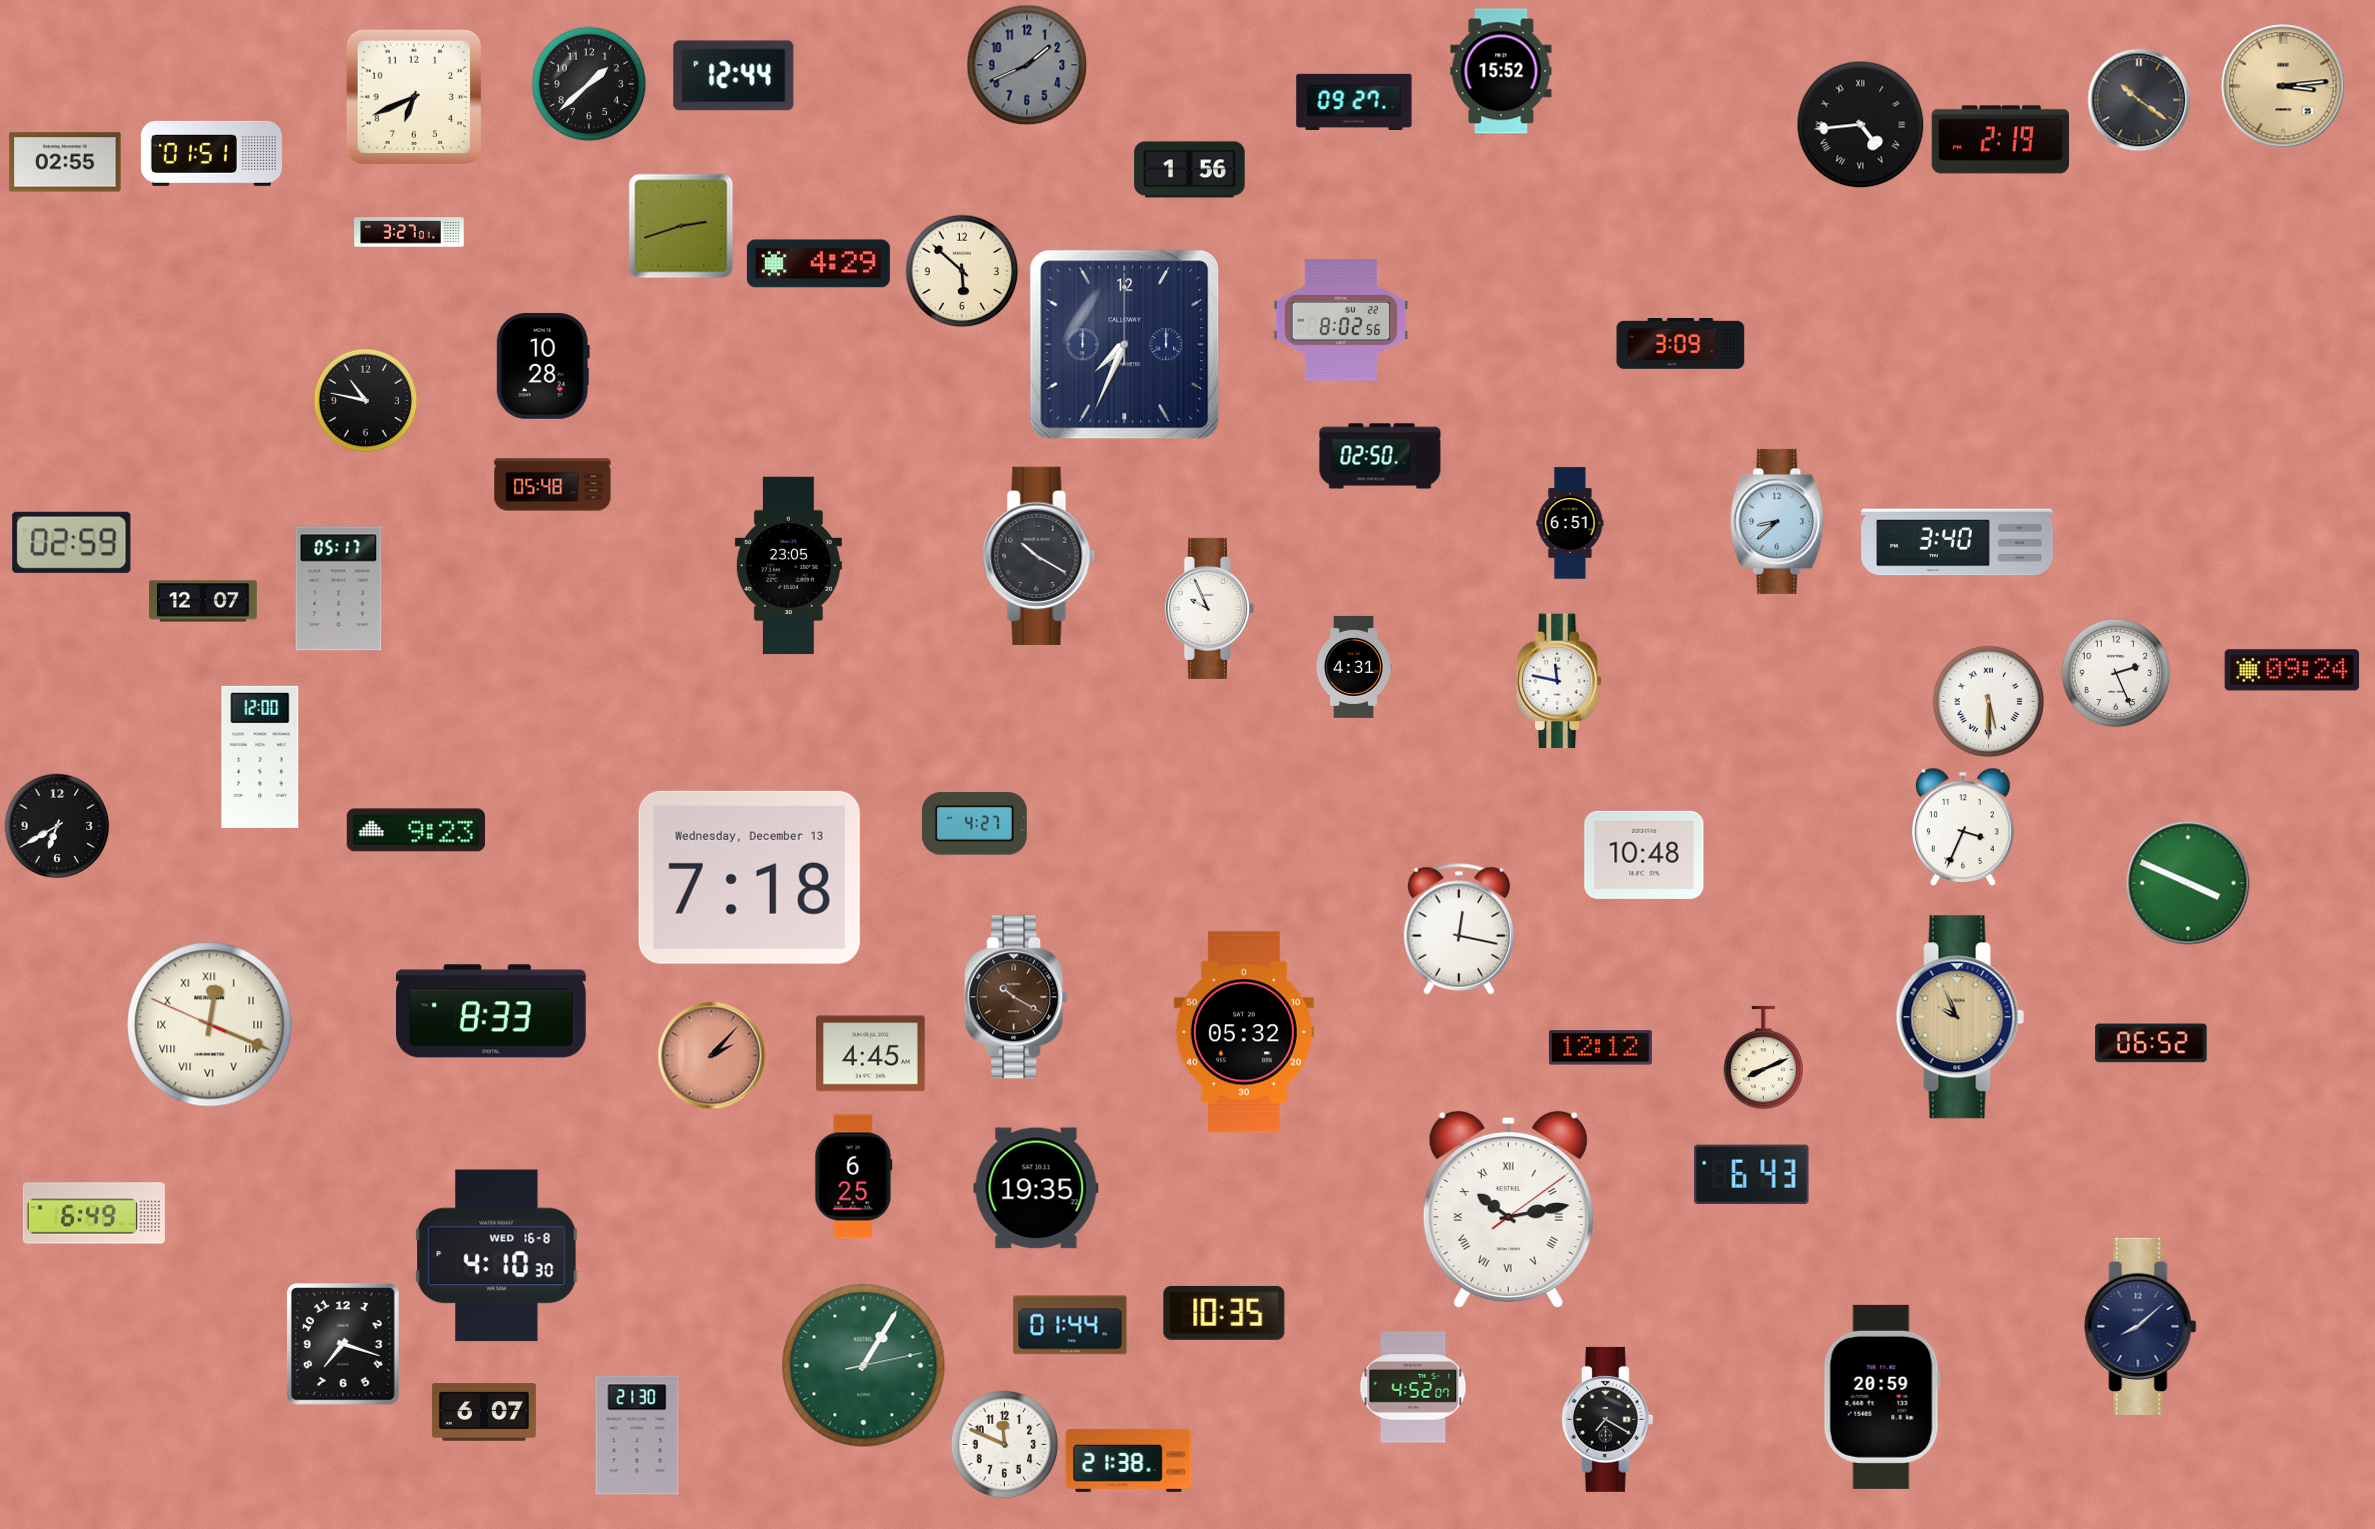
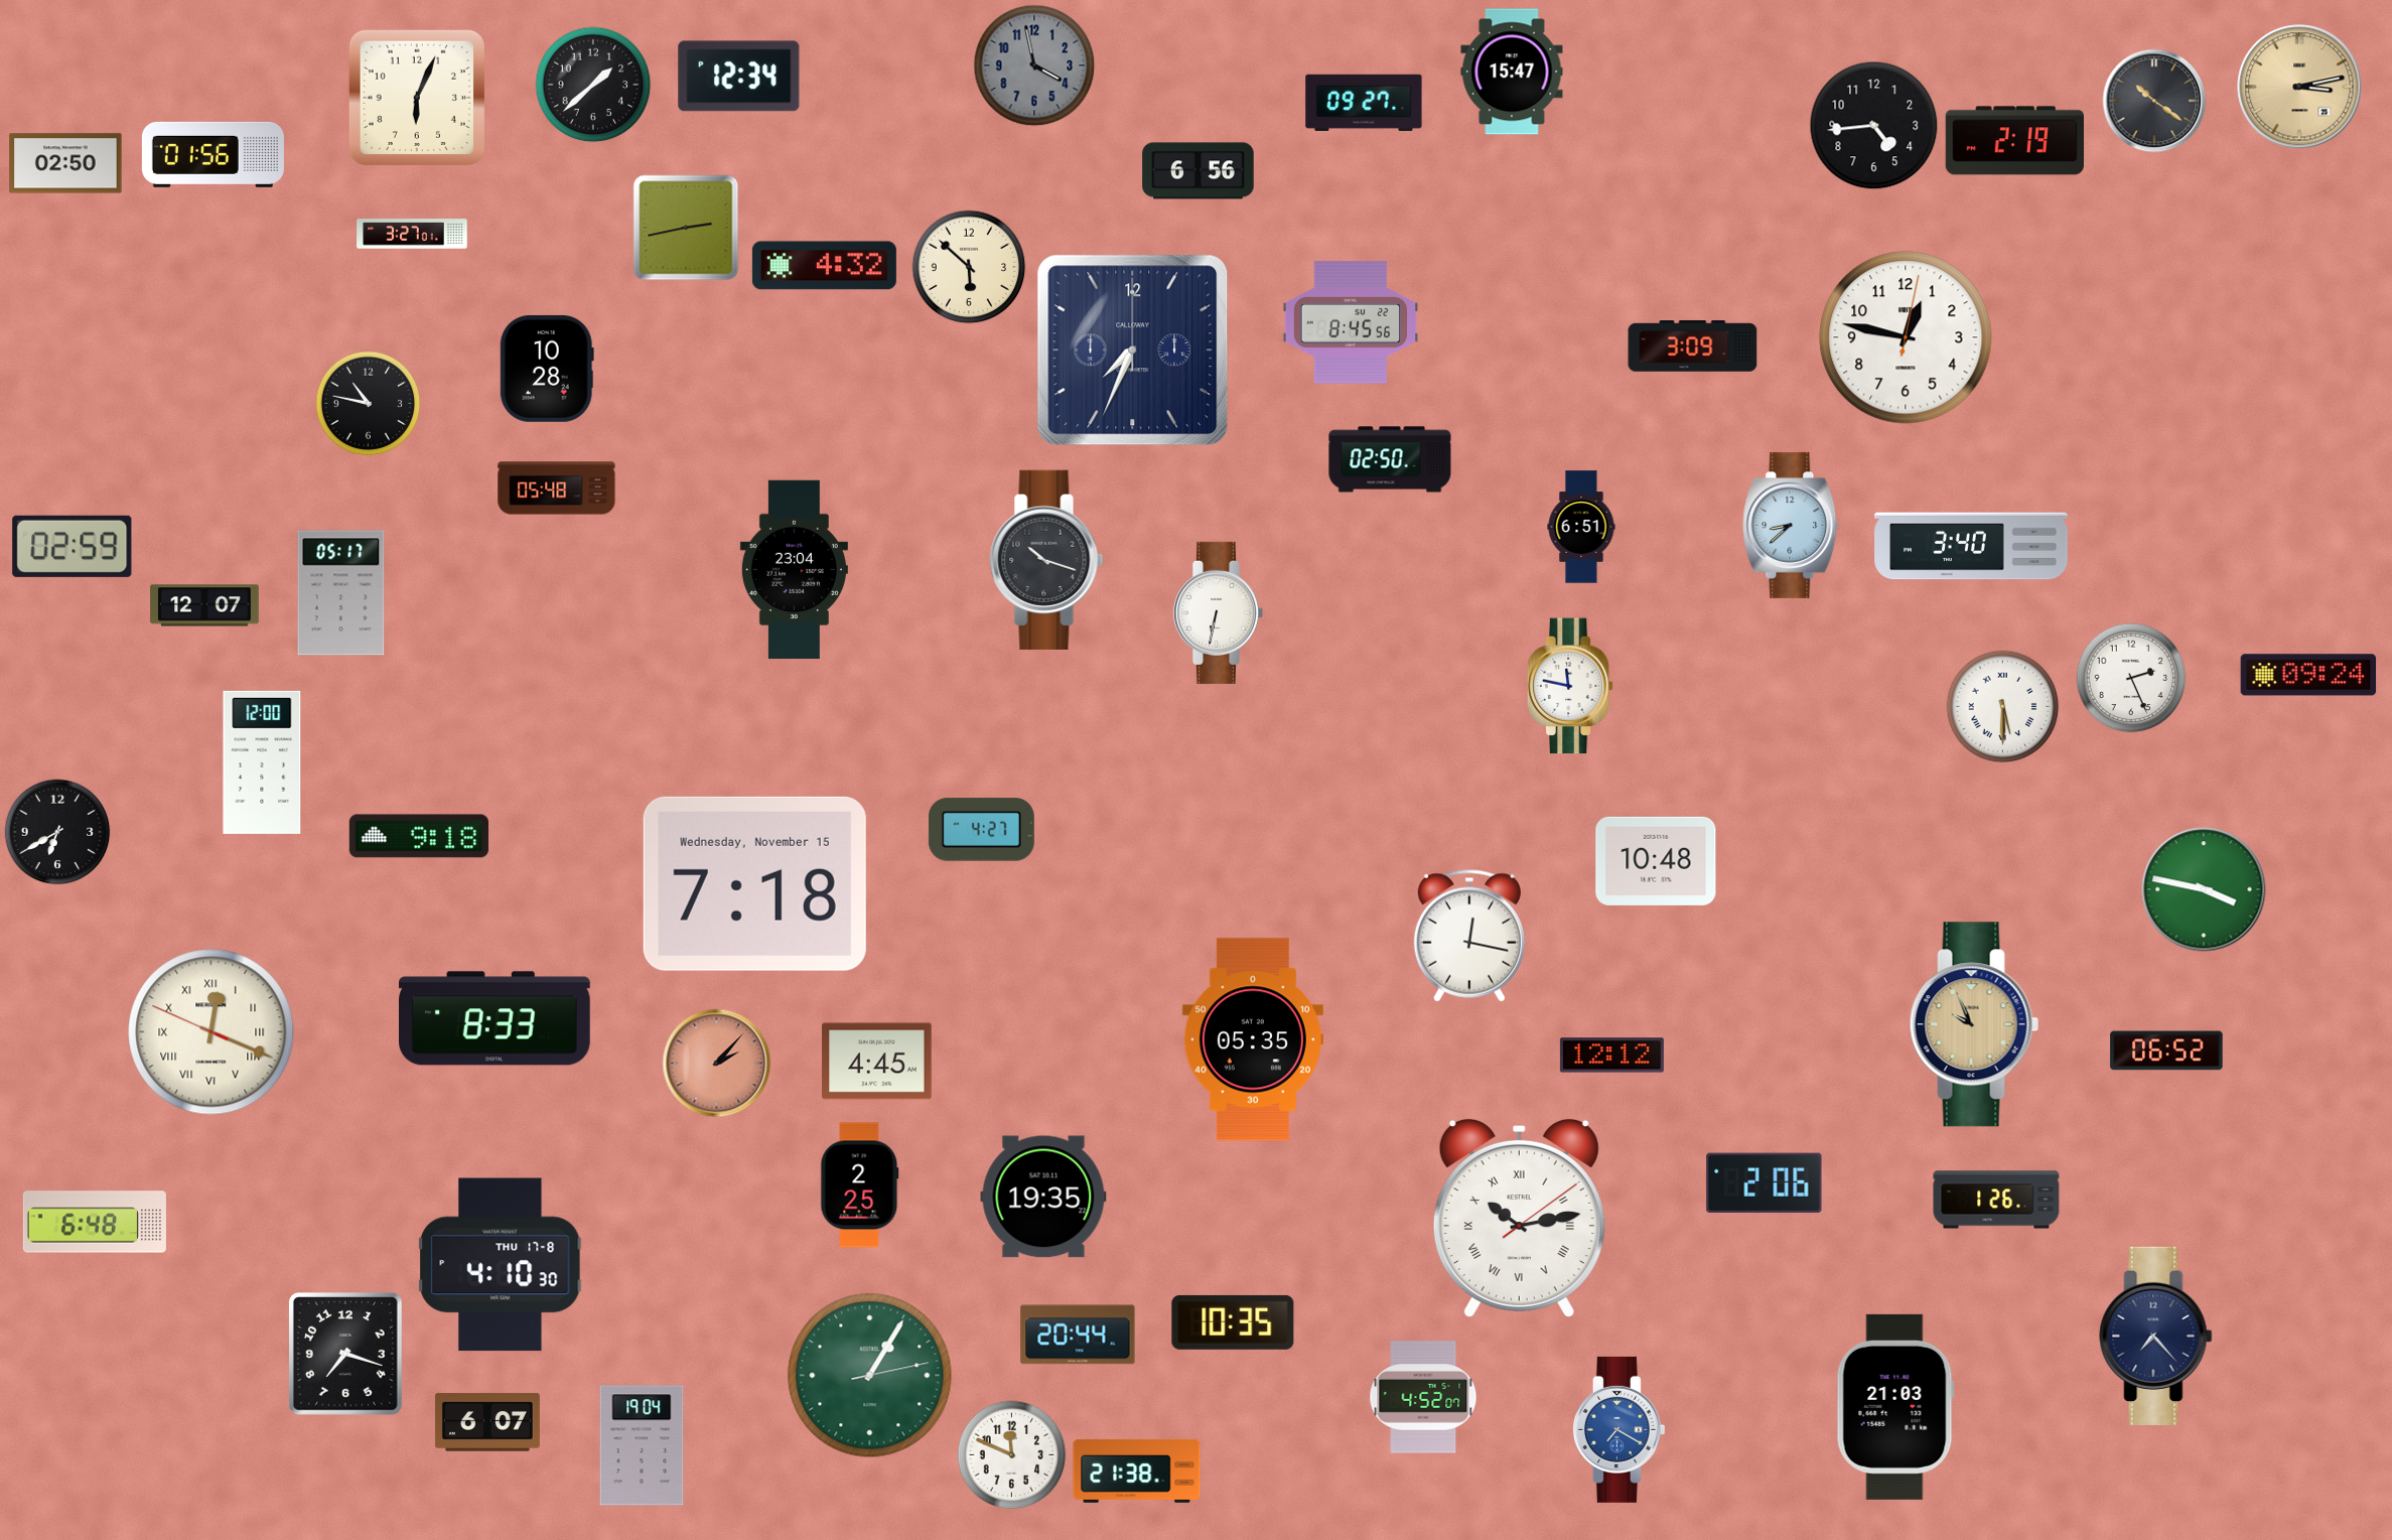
clock at (1027, 65): 1:41 -> 3:58
clock at (1501, 71): 15:52 -> 15:47
clock at (734, 76): 12:44 -> 12:34
clock at (2283, 86): 3:14 -> 3:13
clock at (413, 96): 6:41 -> 6:04
clock at (1861, 125) numerals: Roman -> Arabic
clock at (211, 153): 01:51 -> 01:56
clock at (65, 162): 02:55 -> 02:50
clock at (1190, 170): 1:56 -> 6:56
clock at (681, 226): 2:42 -> 2:43
clock at (818, 264): 4:29 -> 4:32
clock at (962, 271) position: (962, 271) -> (969, 267)
clock at (1341, 320): 8:02 -> 8:45
clock at (1906, 337): none -> 12:47
clock at (1125, 345) position: (1125, 345) -> (1133, 351)
clock at (1039, 556): 10:20 -> 10:18
clock at (788, 566): 23:05 -> 23:04
clock at (1209, 608): 9:56 -> 6:32
clock at (1354, 667): 4:31 -> none
clock at (1964, 826): 3:34 -> none
clock at (416, 830): 9:23 -> 9:18
clock at (749, 877) date: Wednesday, December 13 -> Wednesday, November 15
clock at (2188, 883): 3:49 -> 3:47
clock at (1016, 997): 10:20 -> none
clock at (1244, 1032): 05:32 -> 05:35
clock at (1764, 1058): 8:11 -> none
clock at (1752, 1175): 6:43 -> 2:06
clock at (854, 1177): 6:25 -> 2:25
clock at (1996, 1200): none -> 1:26
clock at (94, 1213): 6:49 -> 6:48
clock at (497, 1256) date: WED 16-8 -> THU 17-8
clock at (1070, 1325): 01:44 -> 20:44
clock at (2141, 1326): 8:08 -> 7:23
clock at (1882, 1397): 20:59 -> 21:03
clock at (1607, 1419) dial: black -> blue
clock at (637, 1435): 21:30 -> 19:04
